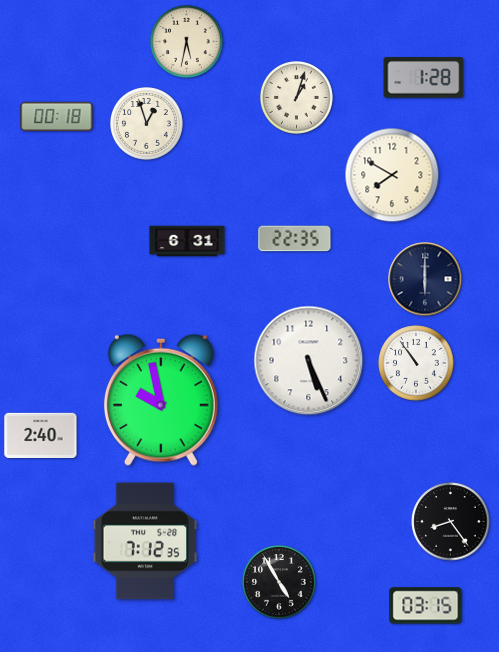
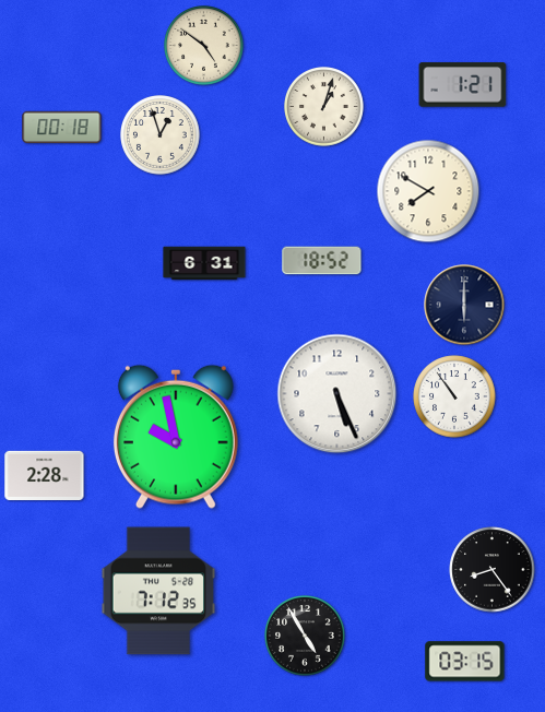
clock at (187, 42): 5:32 -> 4:51
clock at (424, 78): 1:28 -> 1:21
clock at (295, 239): 22:35 -> 18:52
clock at (41, 435): 2:40 -> 2:28
